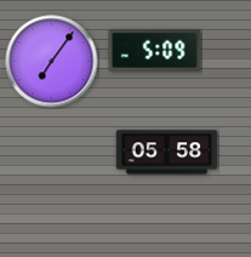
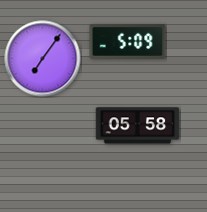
clock at (52, 62) position: (52, 62) -> (43, 59)
